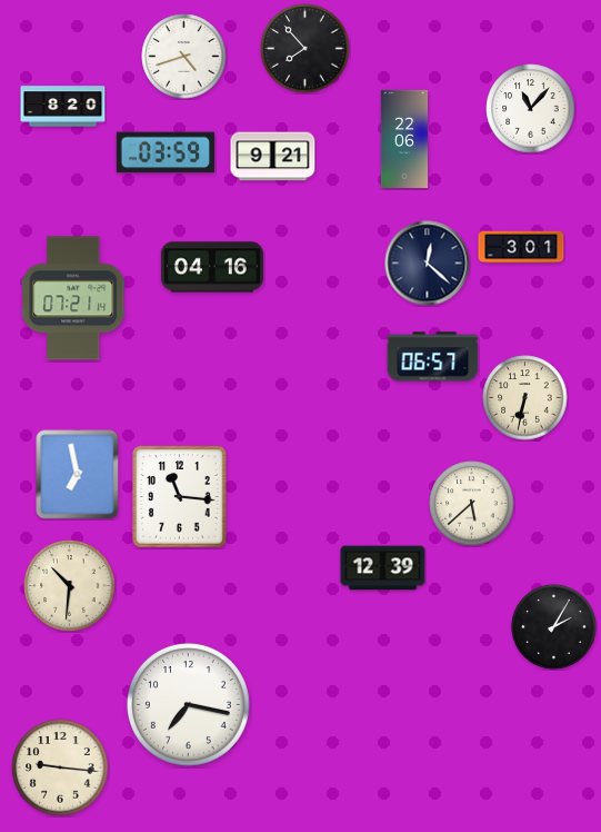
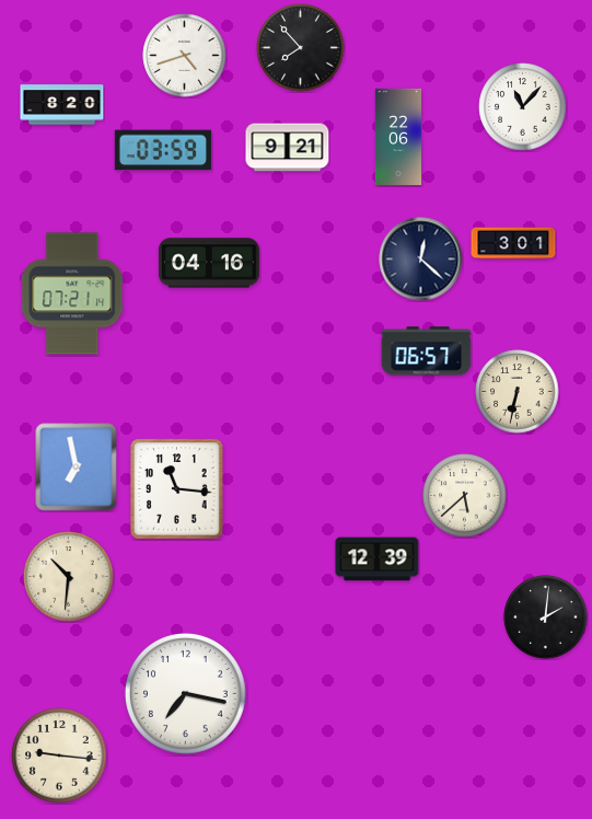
clock at (184, 57) position: (184, 57) -> (185, 56)
clock at (273, 157) position: (273, 157) -> (288, 148)
clock at (554, 627): 2:05 -> 2:01
